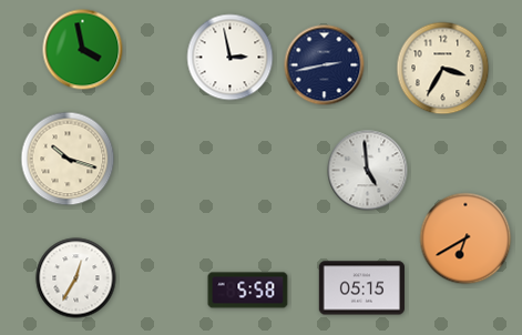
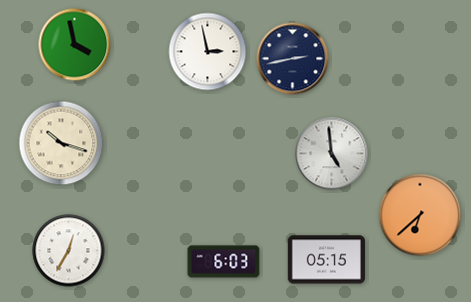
clock at (443, 69): 3:35 -> none
clock at (465, 238): 6:40 -> 6:38
clock at (248, 291): 5:58 -> 6:03
